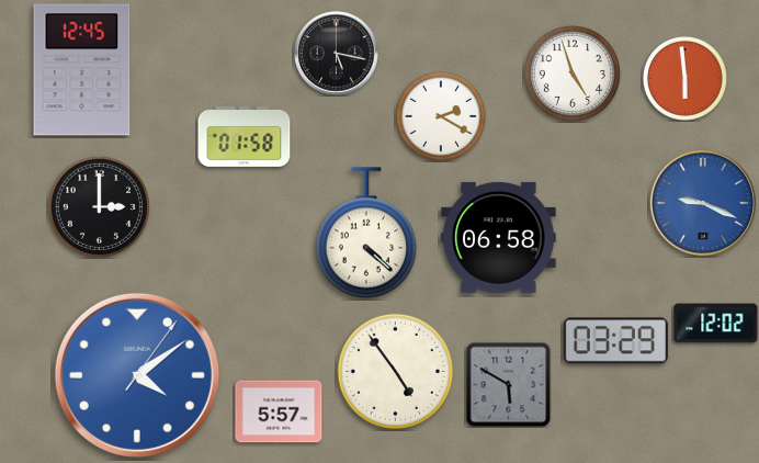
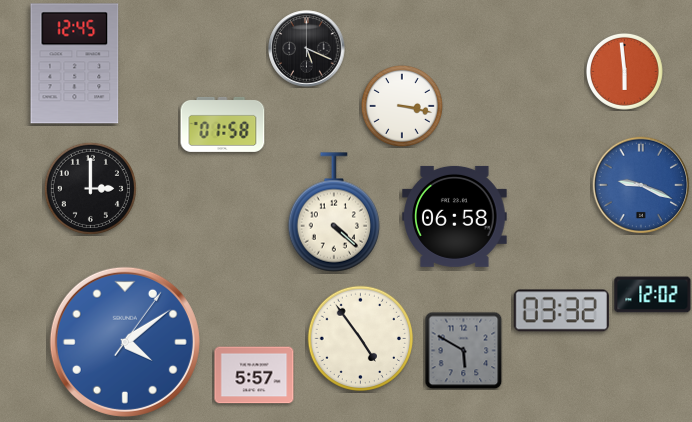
clock at (337, 54): 5:17 -> 5:19
clock at (573, 74): 4:57 -> none
clock at (441, 116): 2:20 -> 3:17
clock at (615, 341): 03:29 -> 03:32
